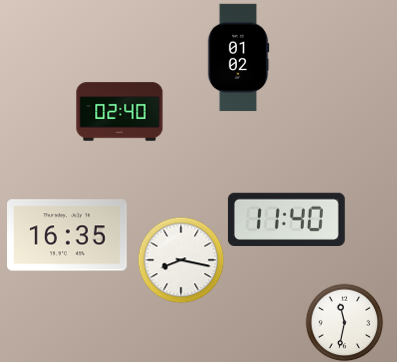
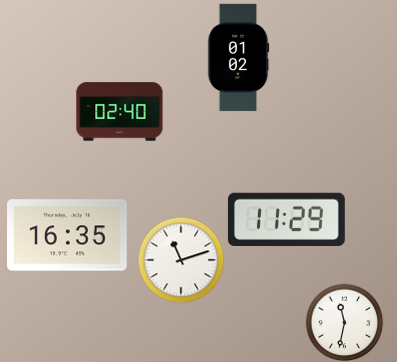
clock at (286, 219): 11:40 -> 11:29
clock at (181, 260): 8:17 -> 11:12
